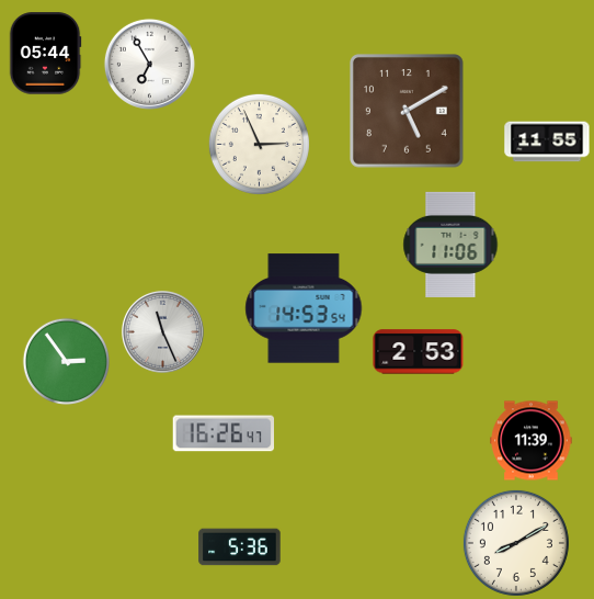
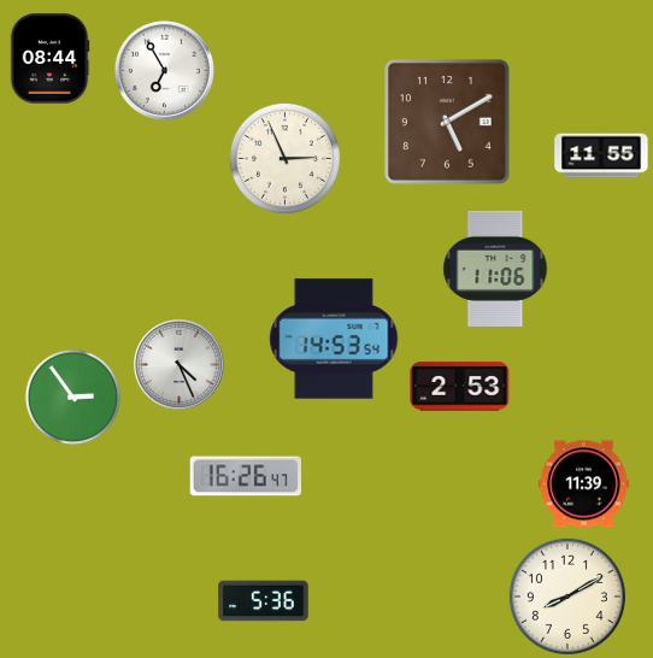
clock at (45, 54): 05:44 -> 08:44
clock at (162, 331): 11:26 -> 4:26
